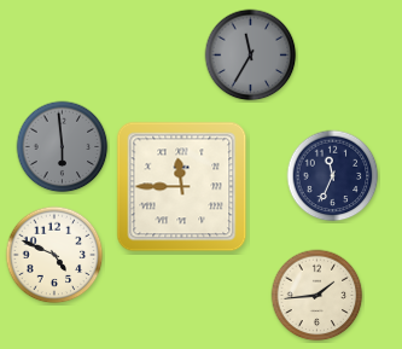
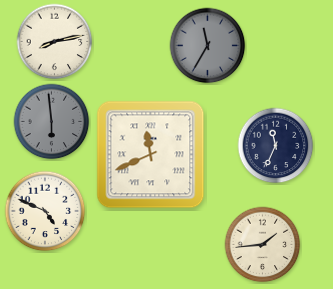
clock at (55, 42): none -> 8:13
clock at (182, 187): 11:45 -> 11:41
